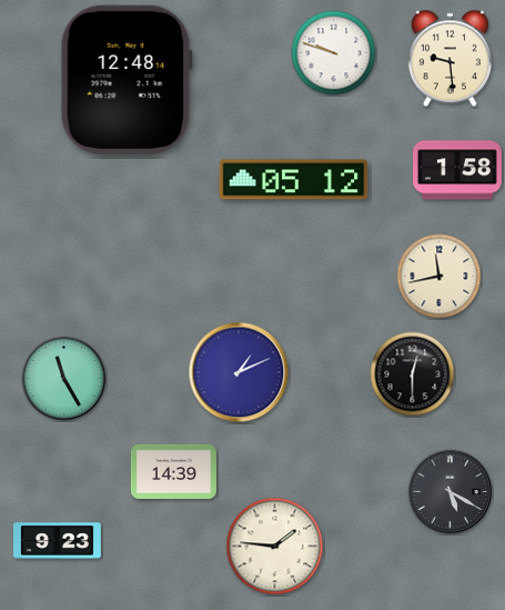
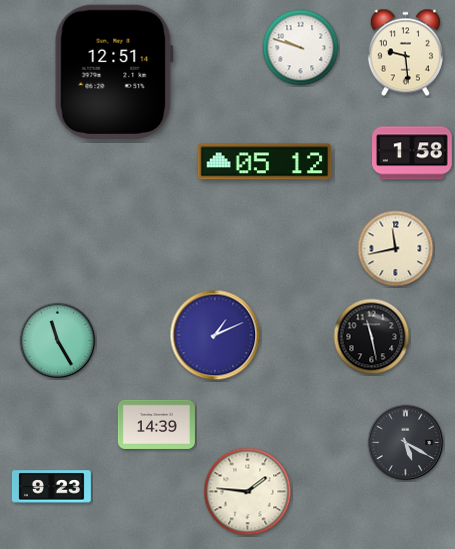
clock at (127, 80): 12:48 -> 12:51
clock at (413, 374): 12:30 -> 11:28
